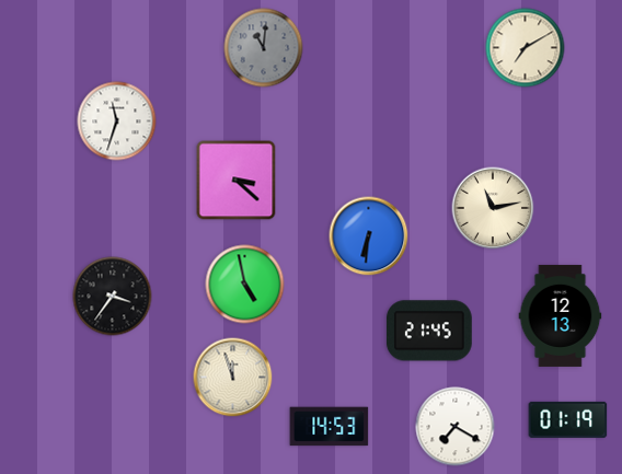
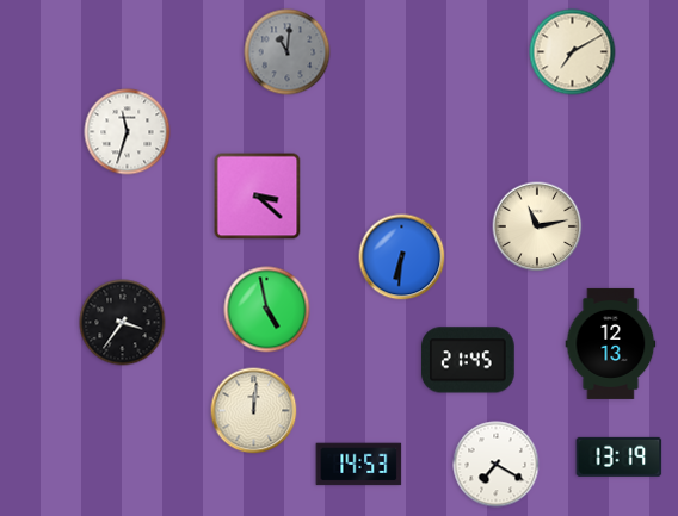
clock at (233, 378): 11:57 -> 12:01
clock at (568, 419): 01:19 -> 13:19
